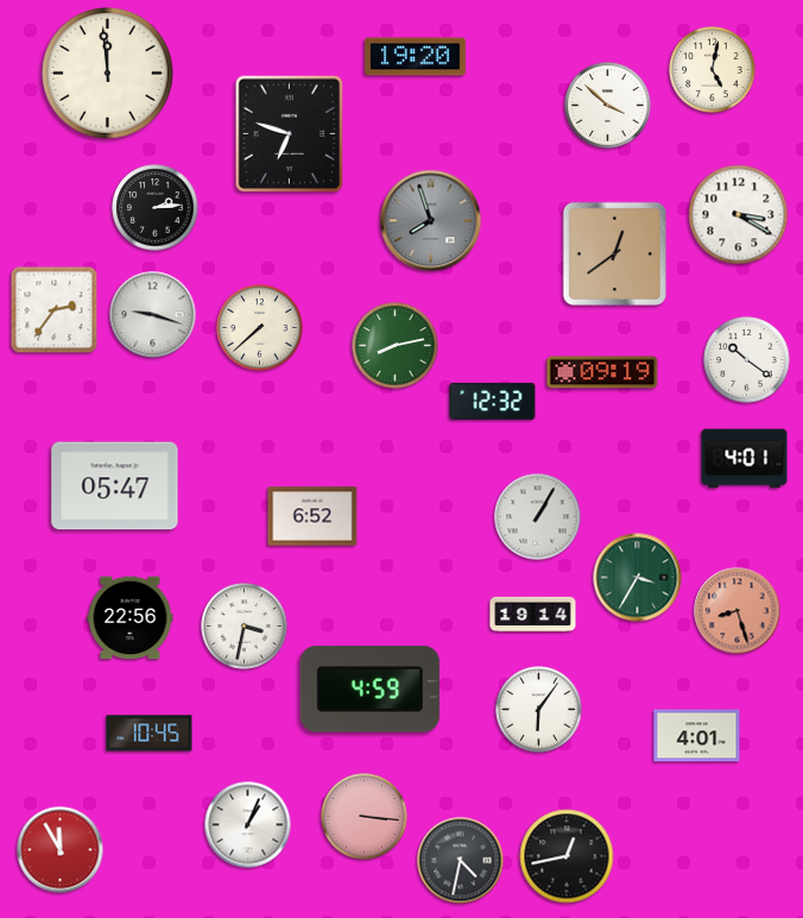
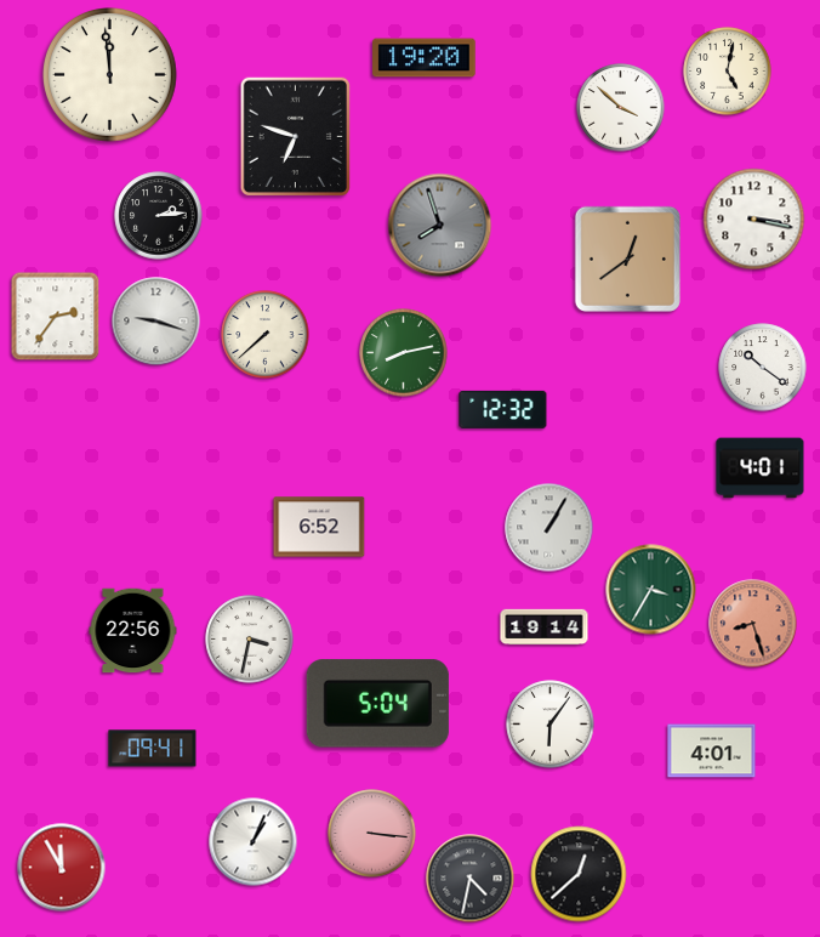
clock at (156, 208) position: (156, 208) -> (159, 216)
clock at (739, 215): 3:20 -> 3:17
clock at (602, 372): 09:19 -> none
clock at (115, 486): 05:47 -> none
clock at (369, 690): 4:59 -> 5:04
clock at (150, 734): 10:45 -> 09:41
clock at (567, 856): 12:43 -> 12:38
